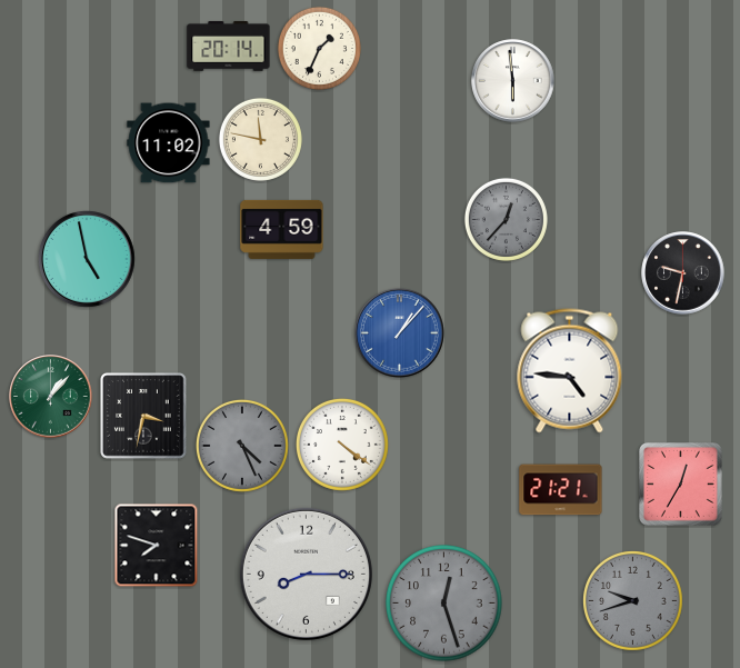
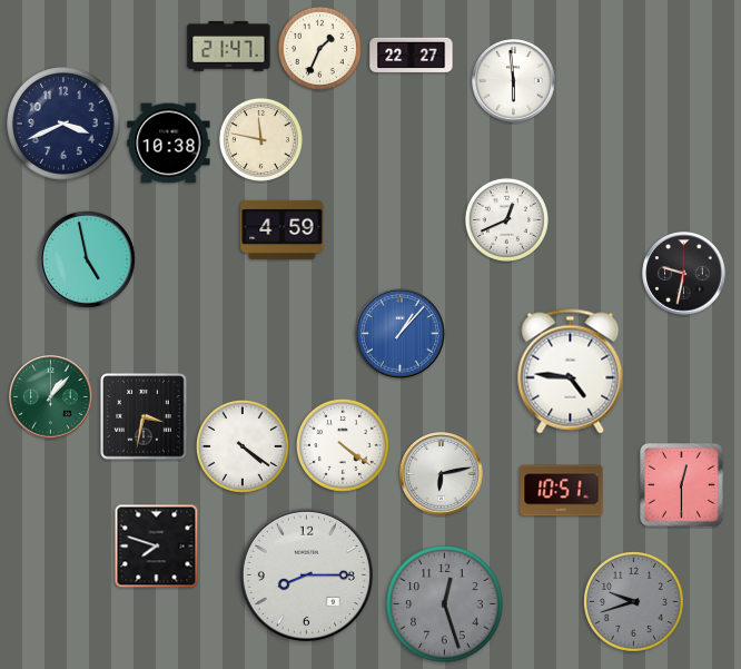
clock at (229, 47): 20:14 -> 21:47
clock at (412, 56): none -> 22:27
clock at (63, 124): none -> 3:41
clock at (169, 143): 11:02 -> 10:38
clock at (506, 219): 12:37 -> 12:41
clock at (506, 219) dial: grey -> white
clock at (242, 446): 4:26 -> 4:21
clock at (242, 446) dial: grey -> white
clock at (442, 474): none -> 6:13
clock at (681, 485): 12:35 -> 12:30
clock at (561, 490): 21:21 -> 10:51
